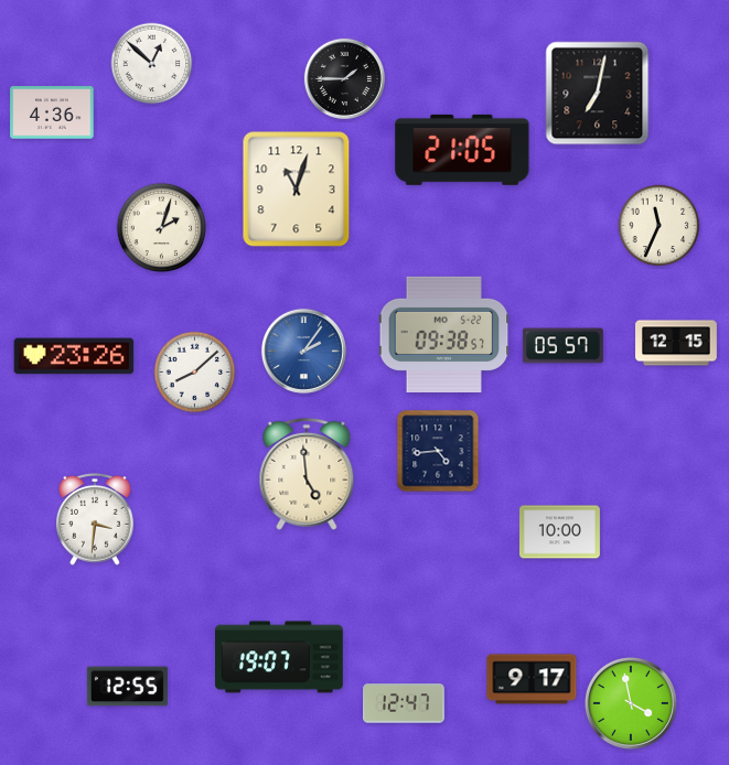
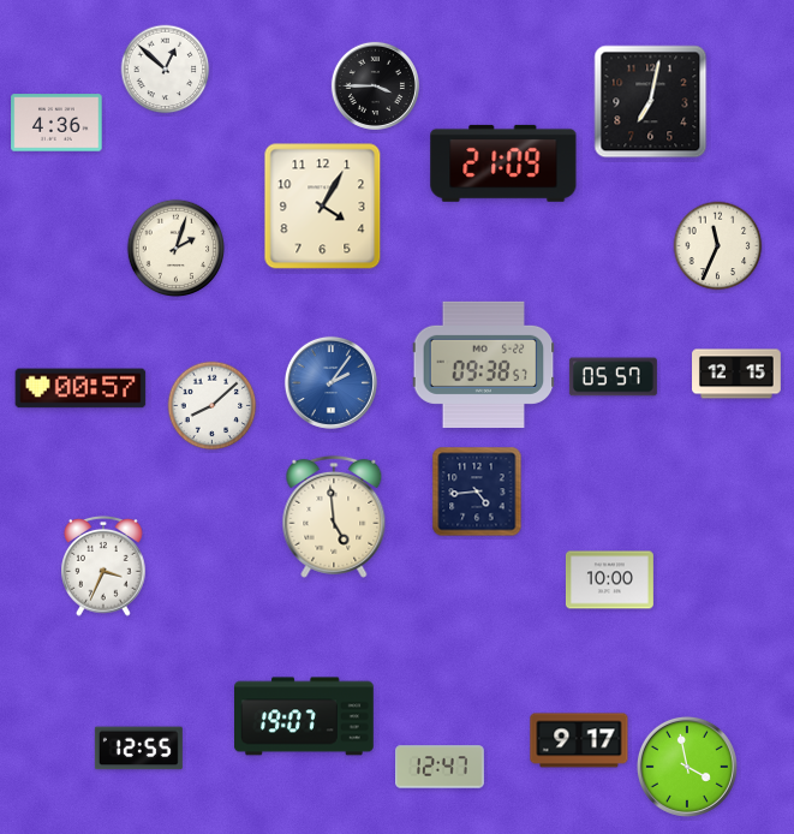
clock at (344, 78): 1:45 -> 3:45
clock at (462, 150): 21:05 -> 21:09
clock at (297, 190): 11:03 -> 4:05
clock at (74, 356): 23:26 -> 00:57
clock at (95, 519): 3:31 -> 3:34
